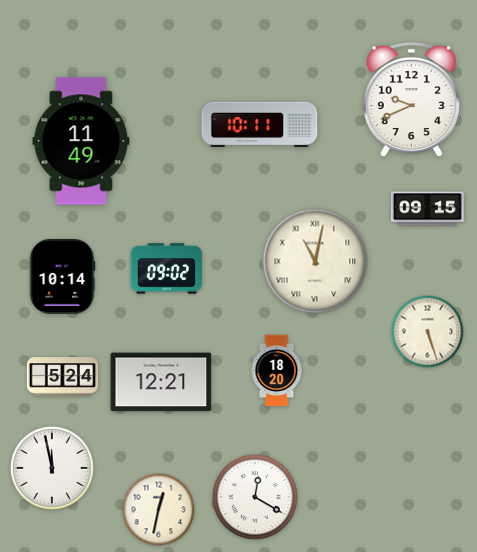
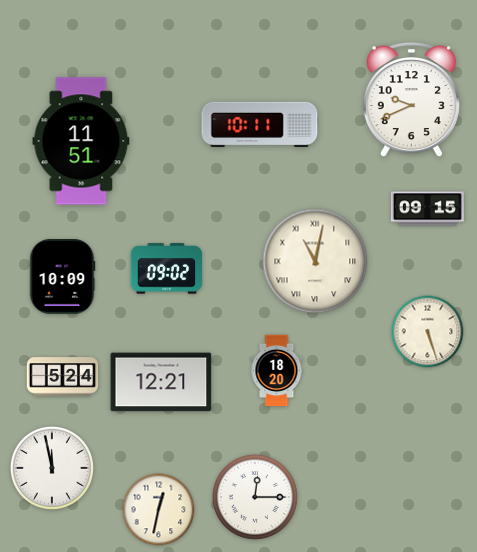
clock at (81, 141): 11:49 -> 11:51
clock at (62, 277): 10:14 -> 10:09
clock at (255, 497): 12:20 -> 12:15
